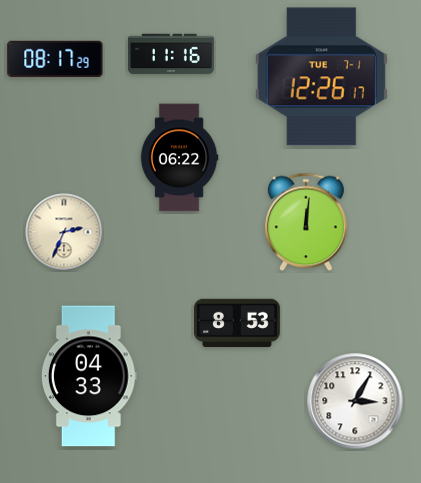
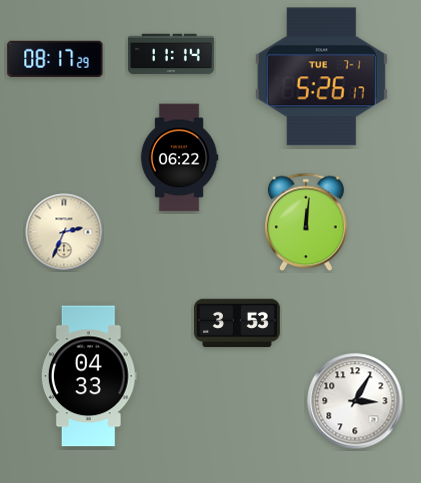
clock at (172, 54): 11:16 -> 11:14
clock at (321, 77): 12:26 -> 5:26
clock at (238, 323): 8:53 -> 3:53
